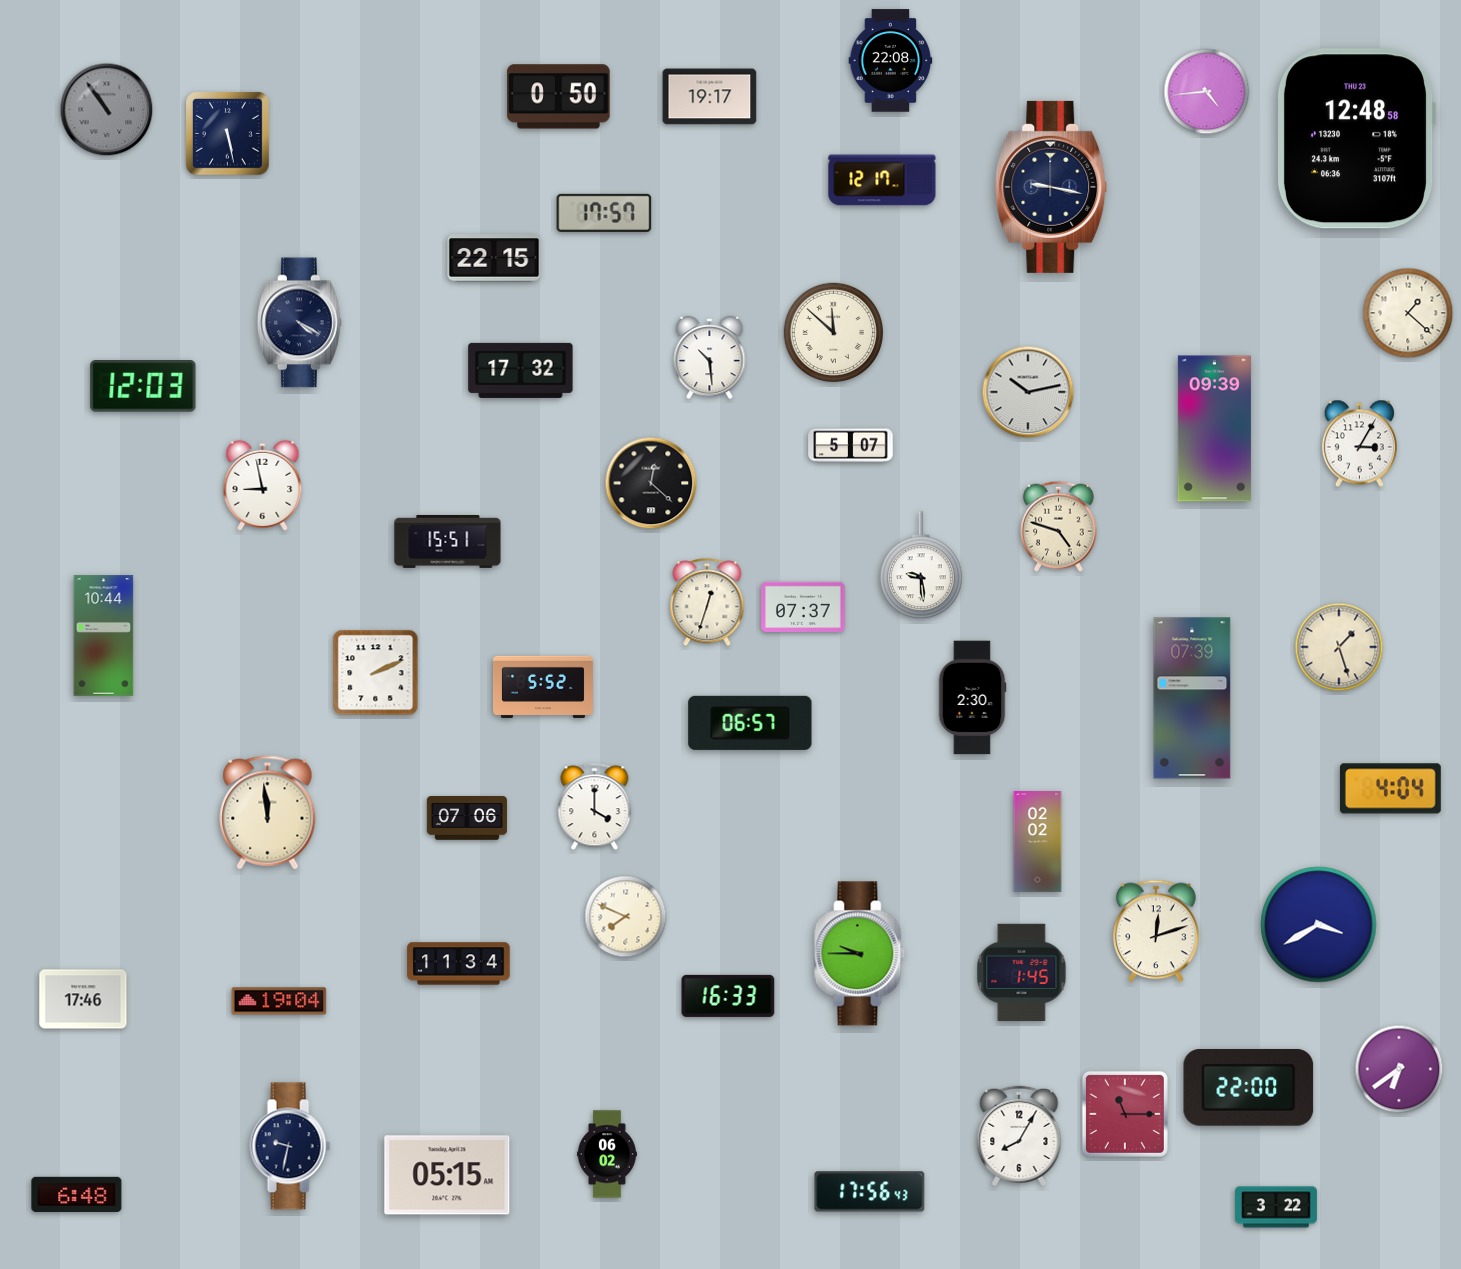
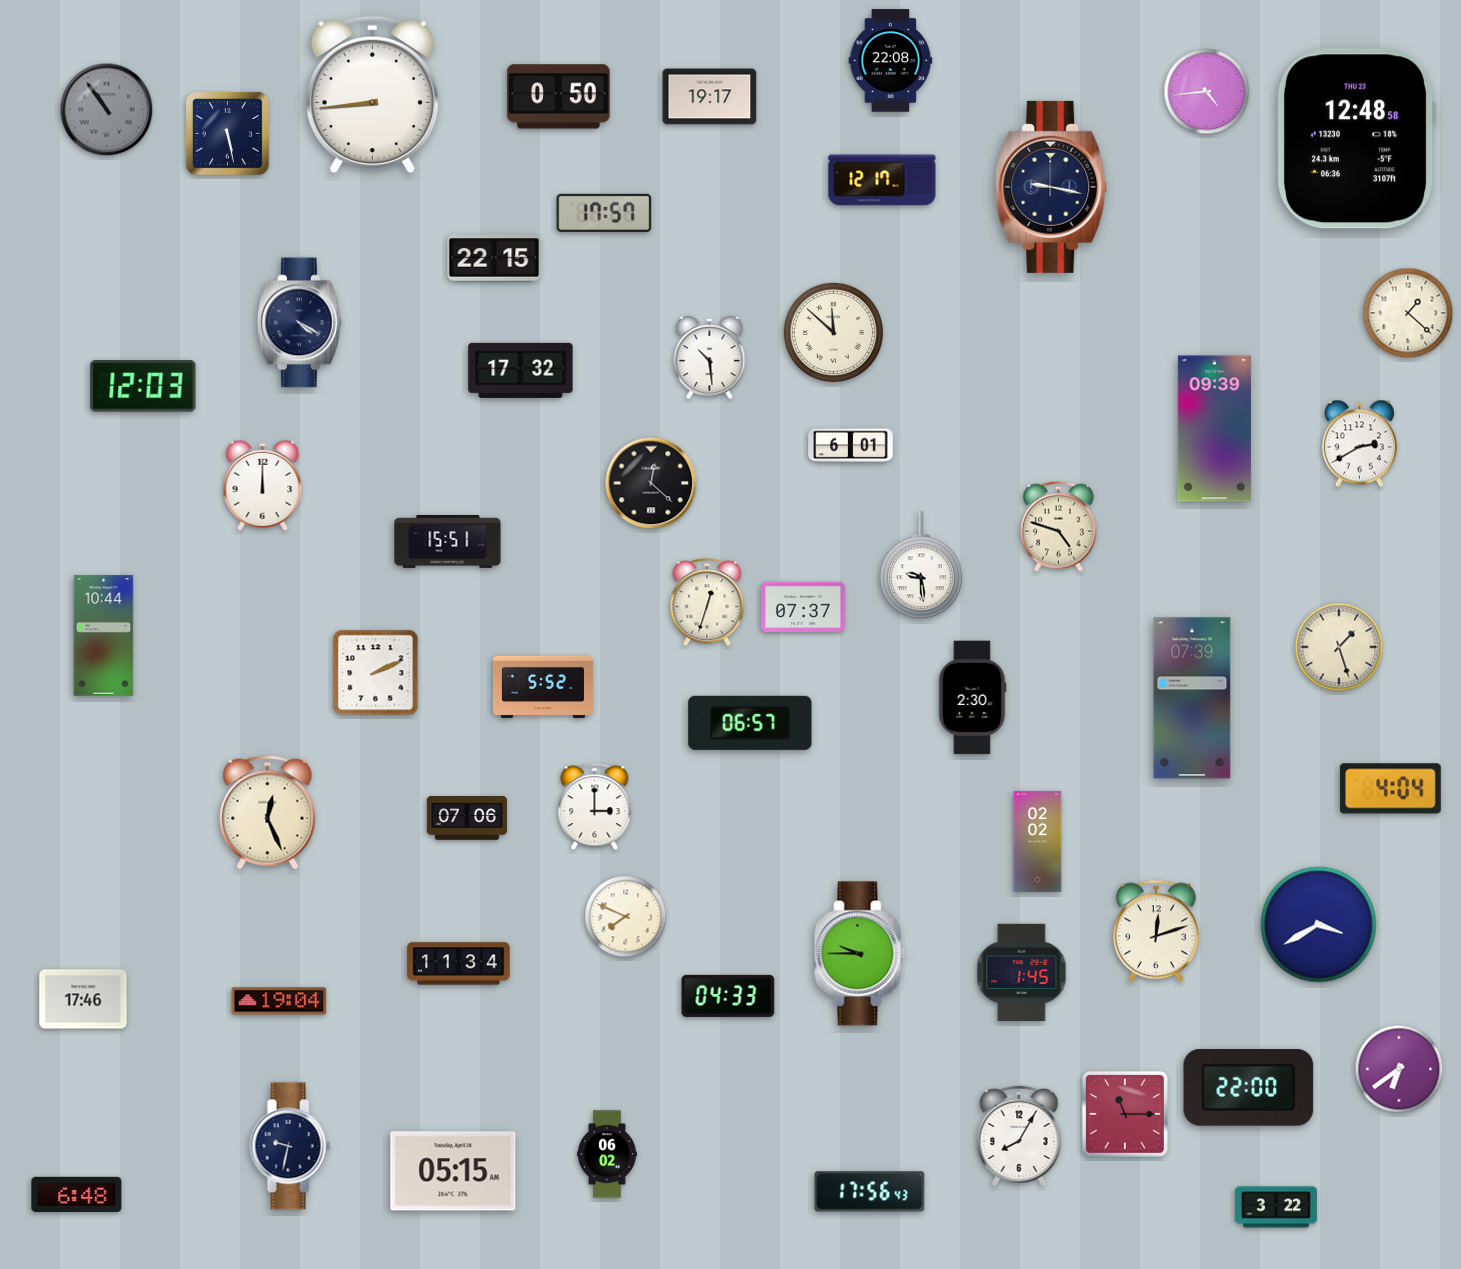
clock at (372, 95): none -> 8:44
clock at (1028, 392): 10:13 -> none
clock at (1359, 444): 3:05 -> 2:40
clock at (851, 446): 5:07 -> 6:01
clock at (263, 485): 8:58 -> 12:00
clock at (595, 807): 4:00 -> 3:00
clock at (268, 813): 11:59 -> 12:26
clock at (728, 996): 16:33 -> 04:33
clock at (447, 1175) position: (447, 1175) -> (453, 1171)
